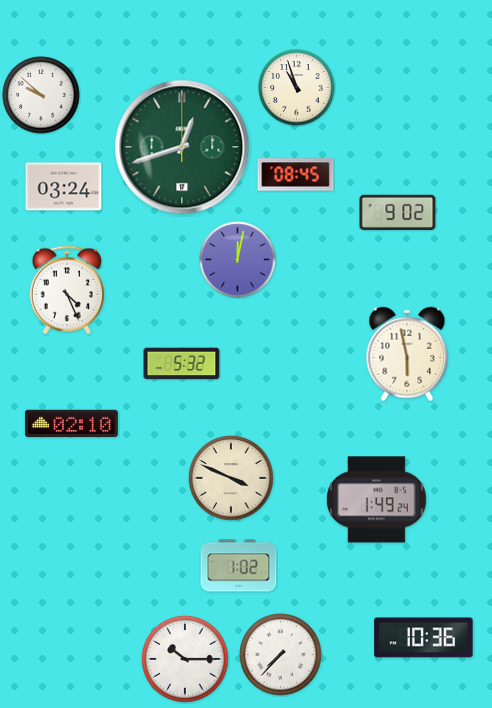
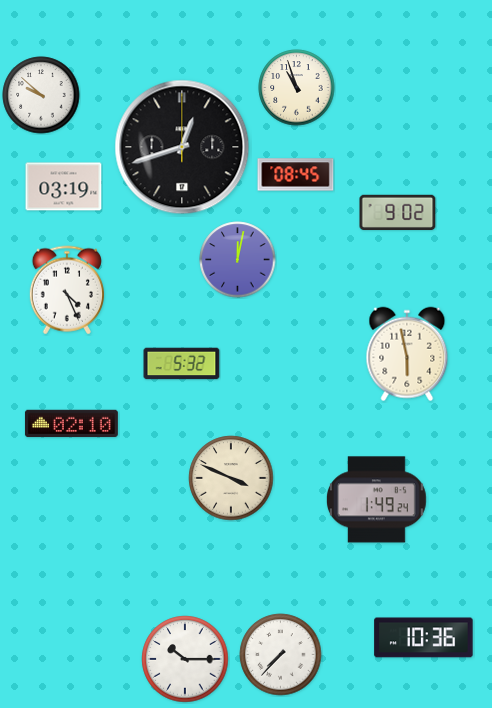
clock at (182, 147) dial: green -> black
clock at (64, 187): 03:24 -> 03:19
clock at (239, 566): 1:02 -> none
